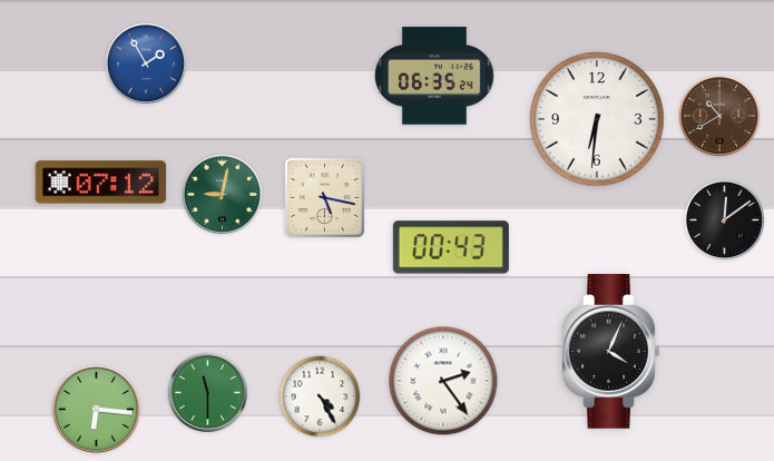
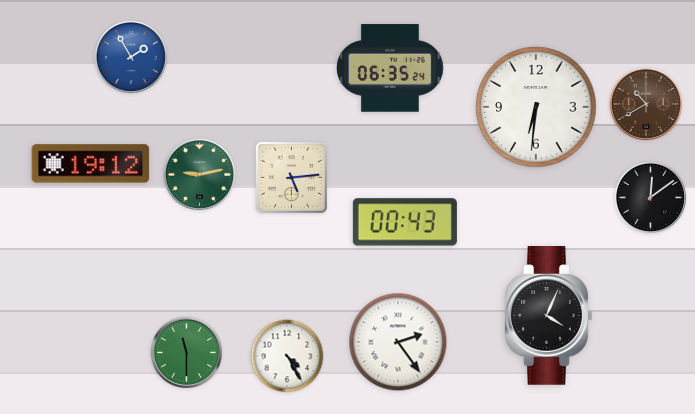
clock at (101, 183): 07:12 -> 19:12
clock at (222, 194): 9:02 -> 9:13
clock at (325, 198): 5:17 -> 5:14
clock at (96, 409): 6:16 -> none
